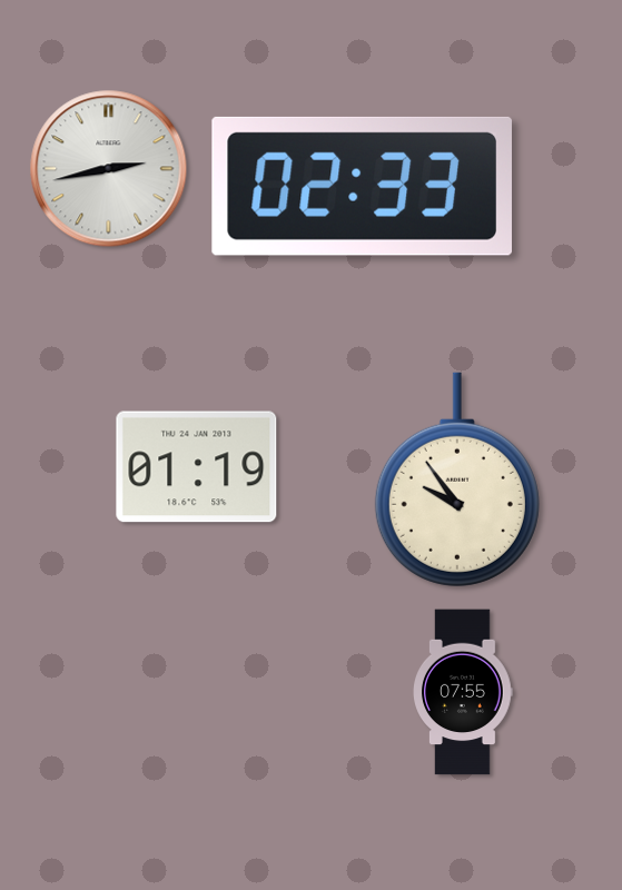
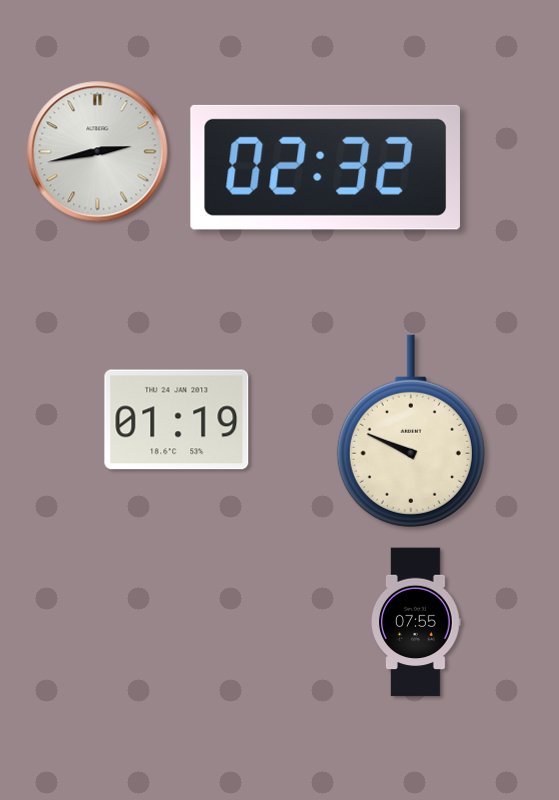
clock at (362, 186): 02:33 -> 02:32
clock at (457, 479): 9:54 -> 9:49
